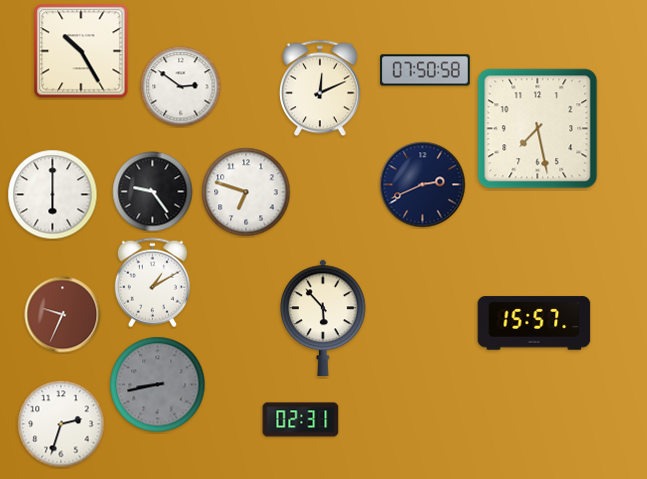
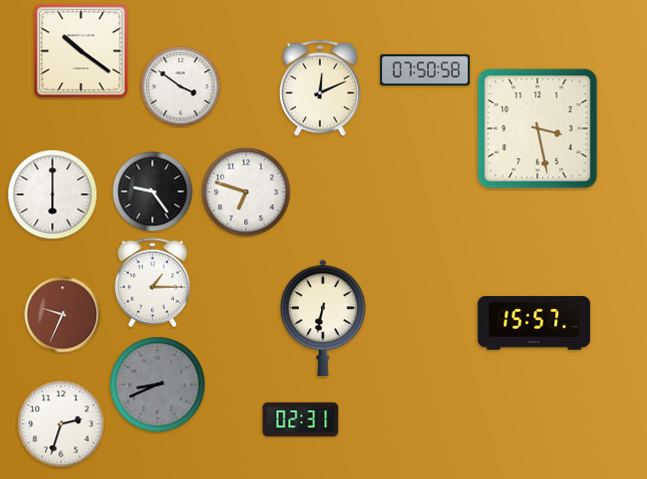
clock at (81, 51): 10:25 -> 10:21
clock at (181, 87): 2:51 -> 3:51
clock at (538, 129): 7:28 -> 3:28
clock at (423, 185): 2:41 -> none
clock at (152, 283): 1:10 -> 1:15
clock at (324, 318): 5:53 -> 6:32
clock at (158, 385): 8:43 -> 8:41
